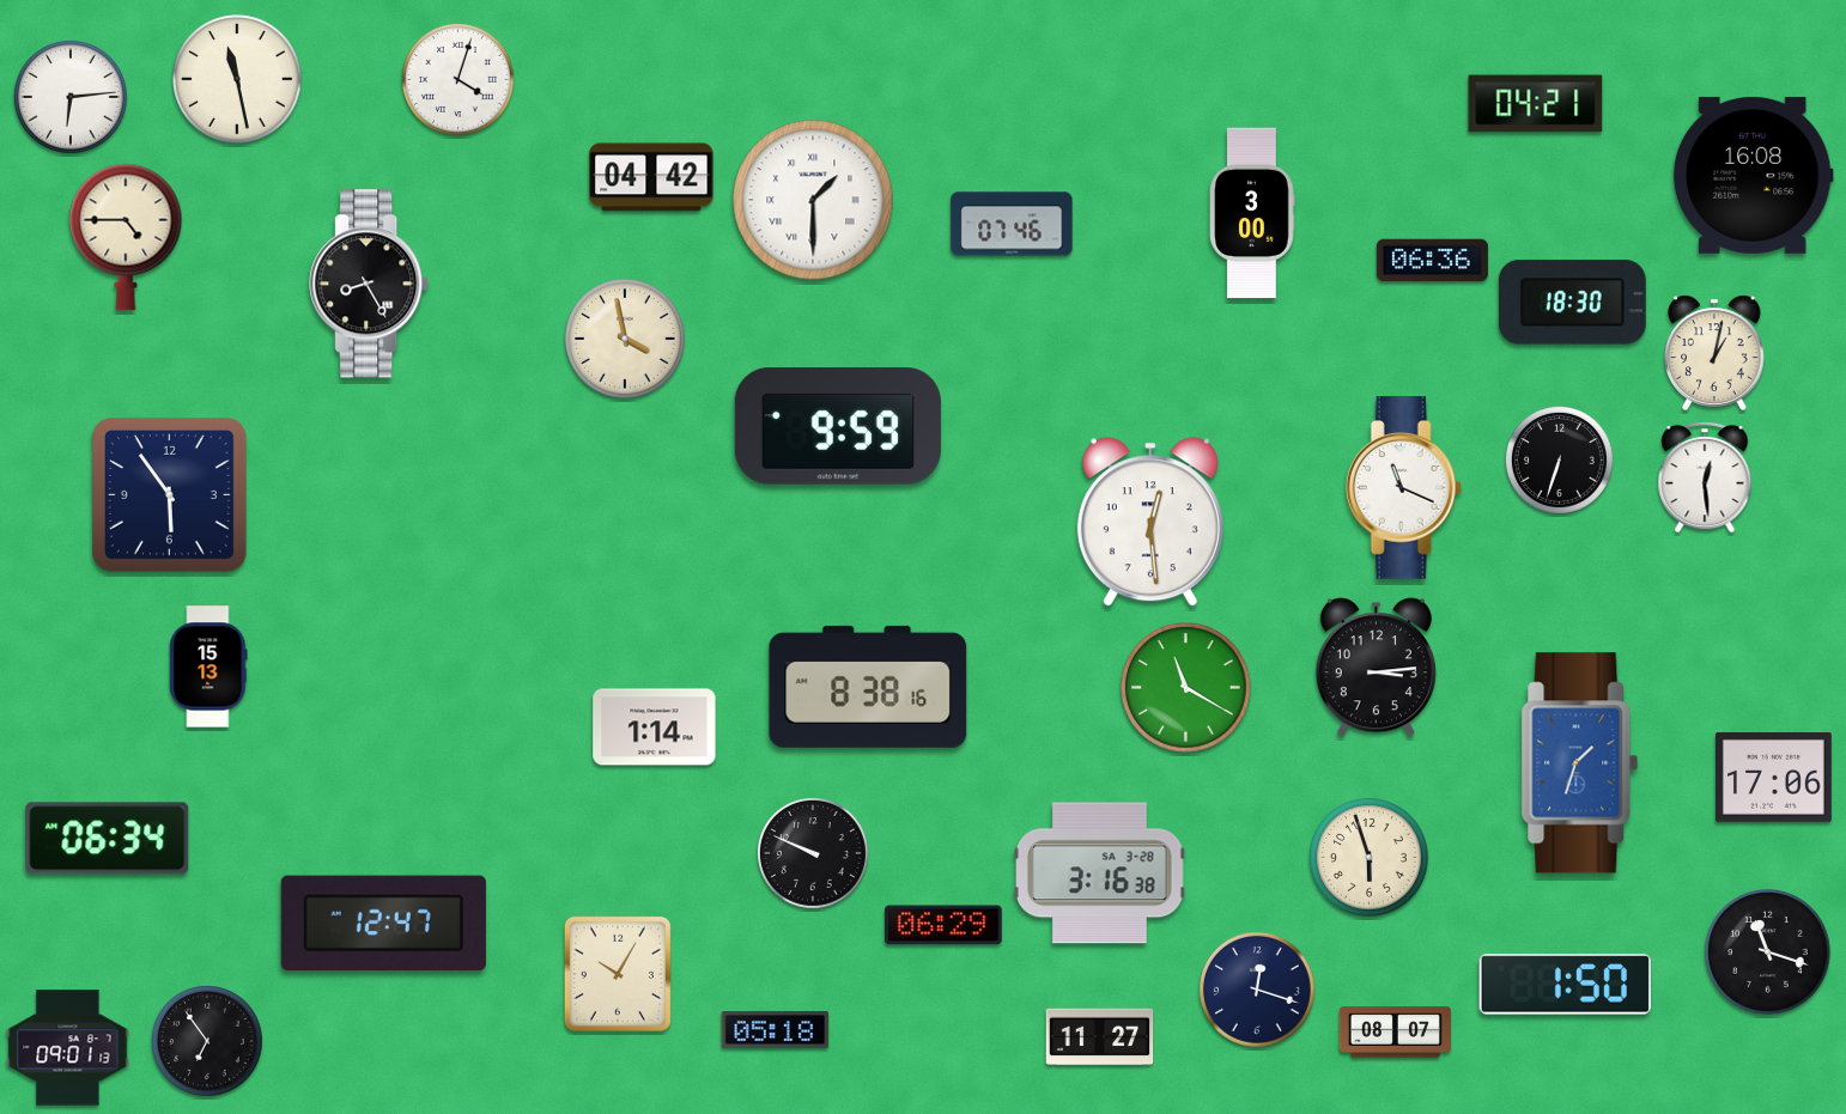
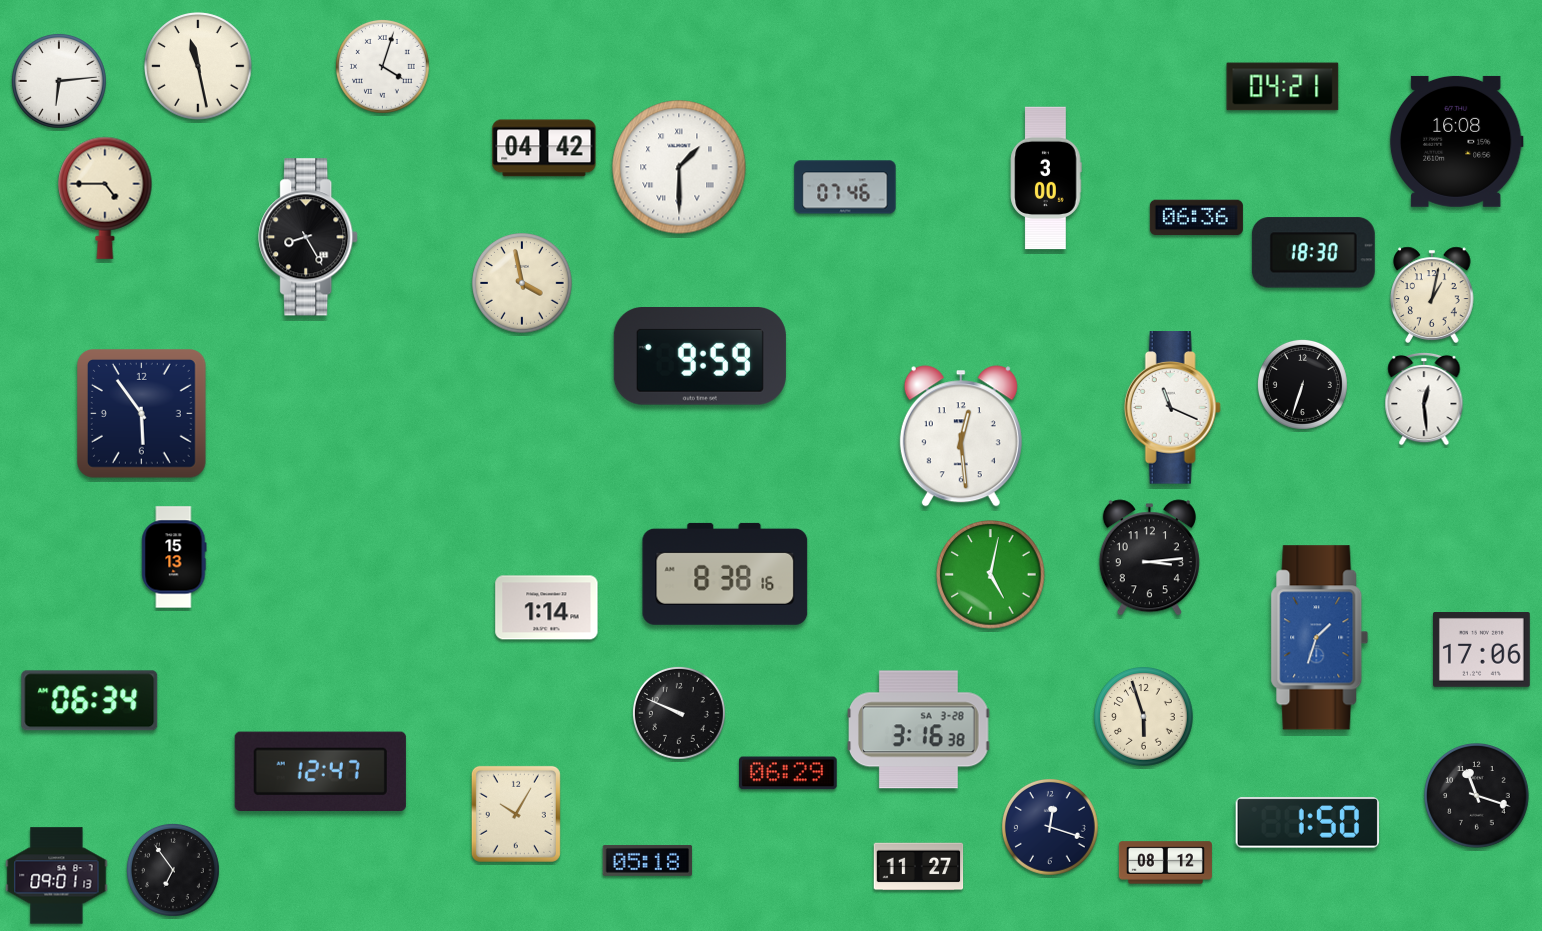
clock at (1753, 175) position: (1753, 175) -> (1456, 141)
clock at (1186, 688): 11:20 -> 5:02
clock at (1395, 1033): 08:07 -> 08:12
